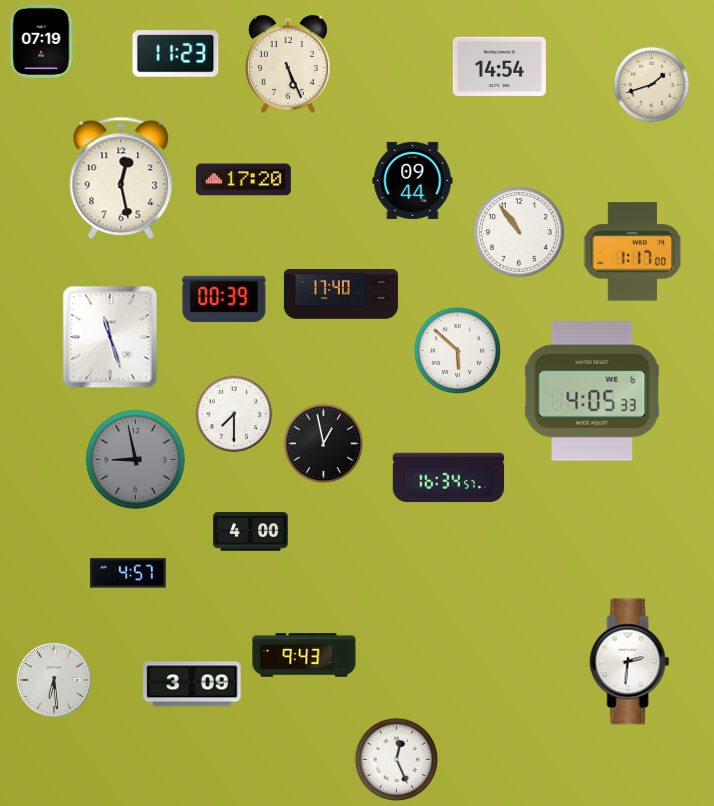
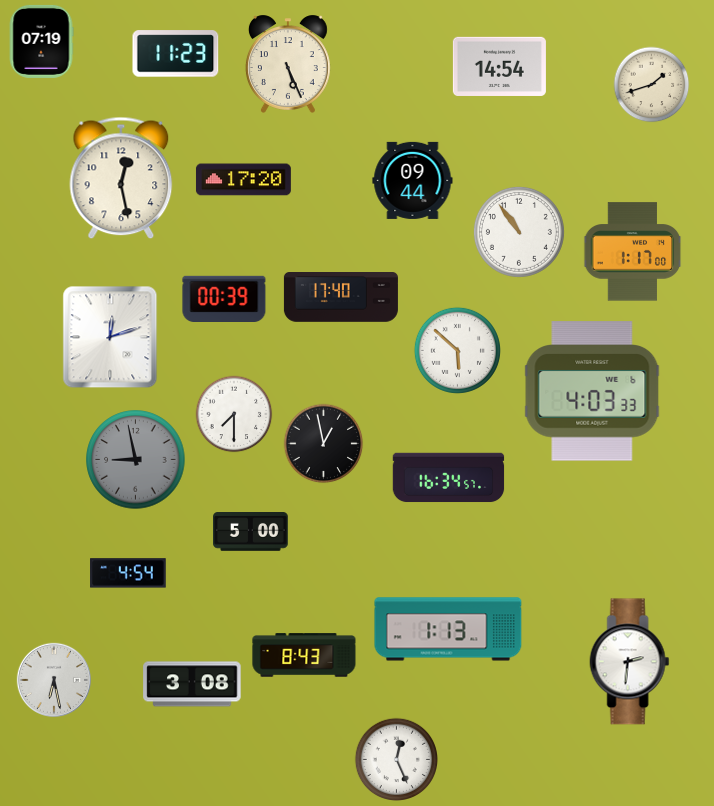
clock at (341, 295) position: (341, 295) -> (341, 298)
clock at (110, 337): 11:27 -> 12:12
clock at (592, 391): 4:05 -> 4:03
clock at (251, 532): 4:00 -> 5:00
clock at (128, 573): 4:57 -> 4:54
clock at (448, 629): none -> 1:13
clock at (304, 655): 9:43 -> 8:43
clock at (53, 679): 6:29 -> 6:28
clock at (192, 684): 3:09 -> 3:08
